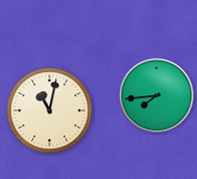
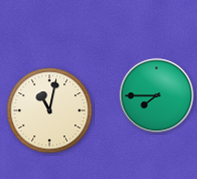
clock at (157, 96): 7:44 -> 7:45
